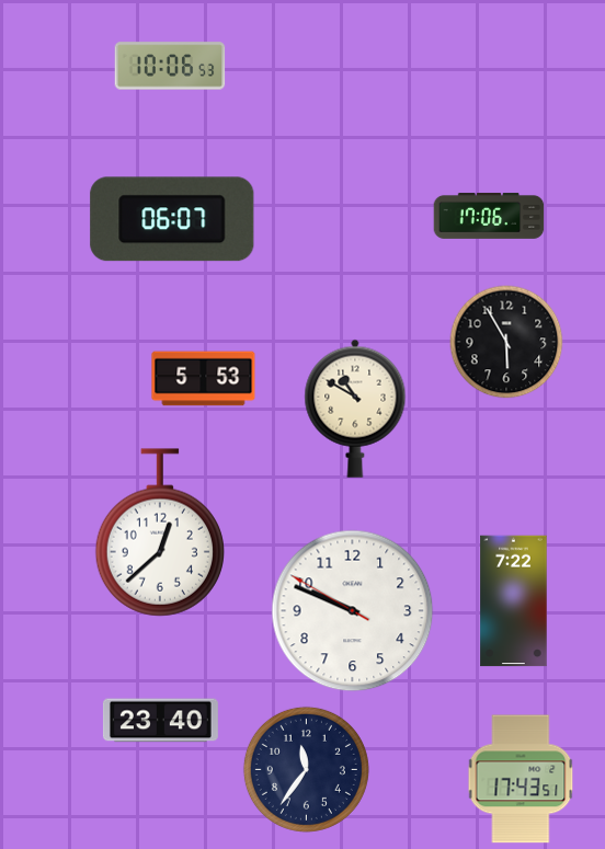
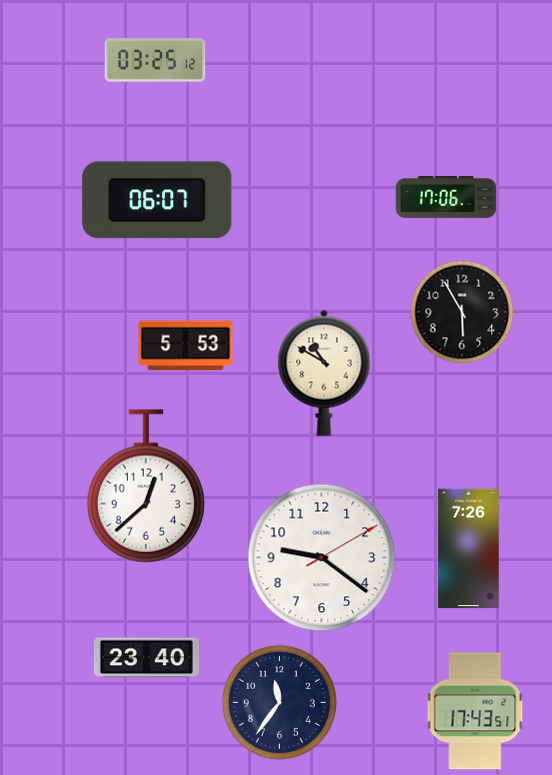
clock at (170, 66): 10:06 -> 03:25
clock at (514, 601): 7:22 -> 7:26
clock at (353, 611): 9:48 -> 9:21
